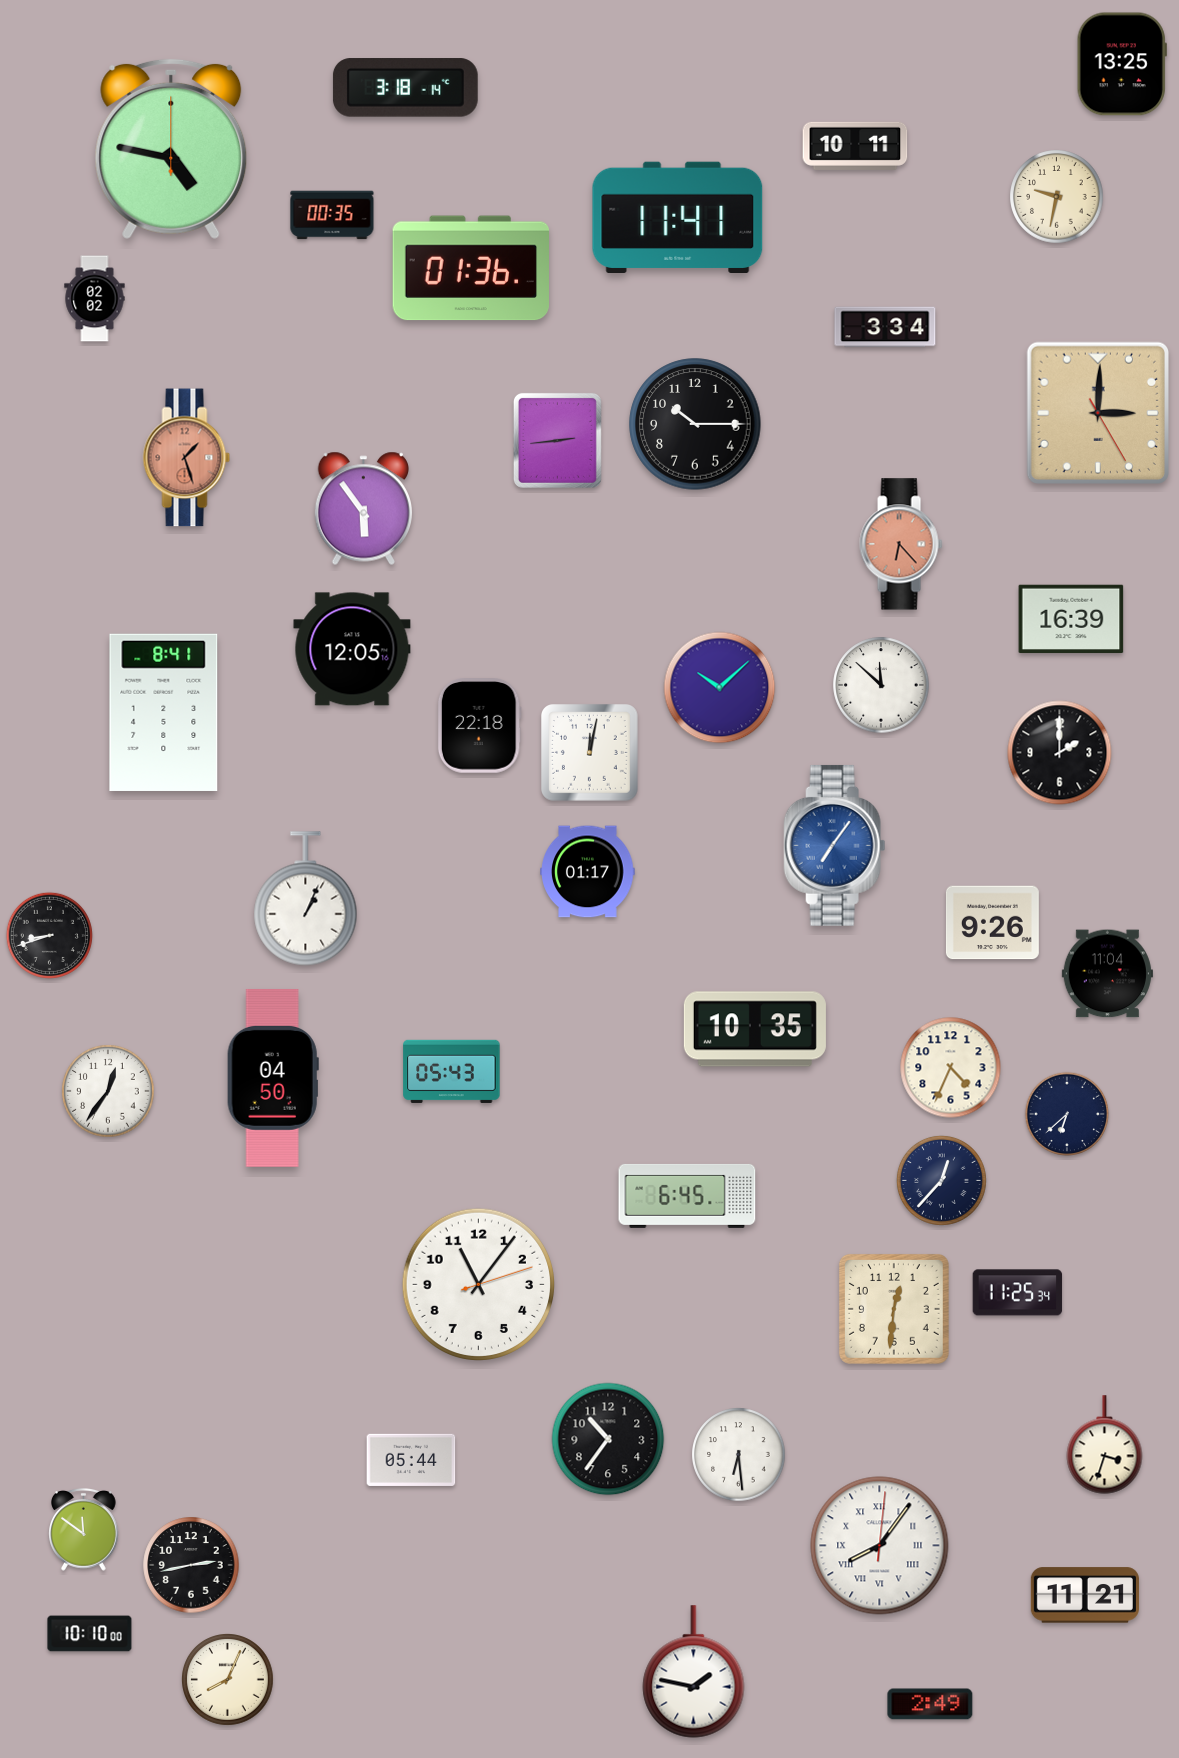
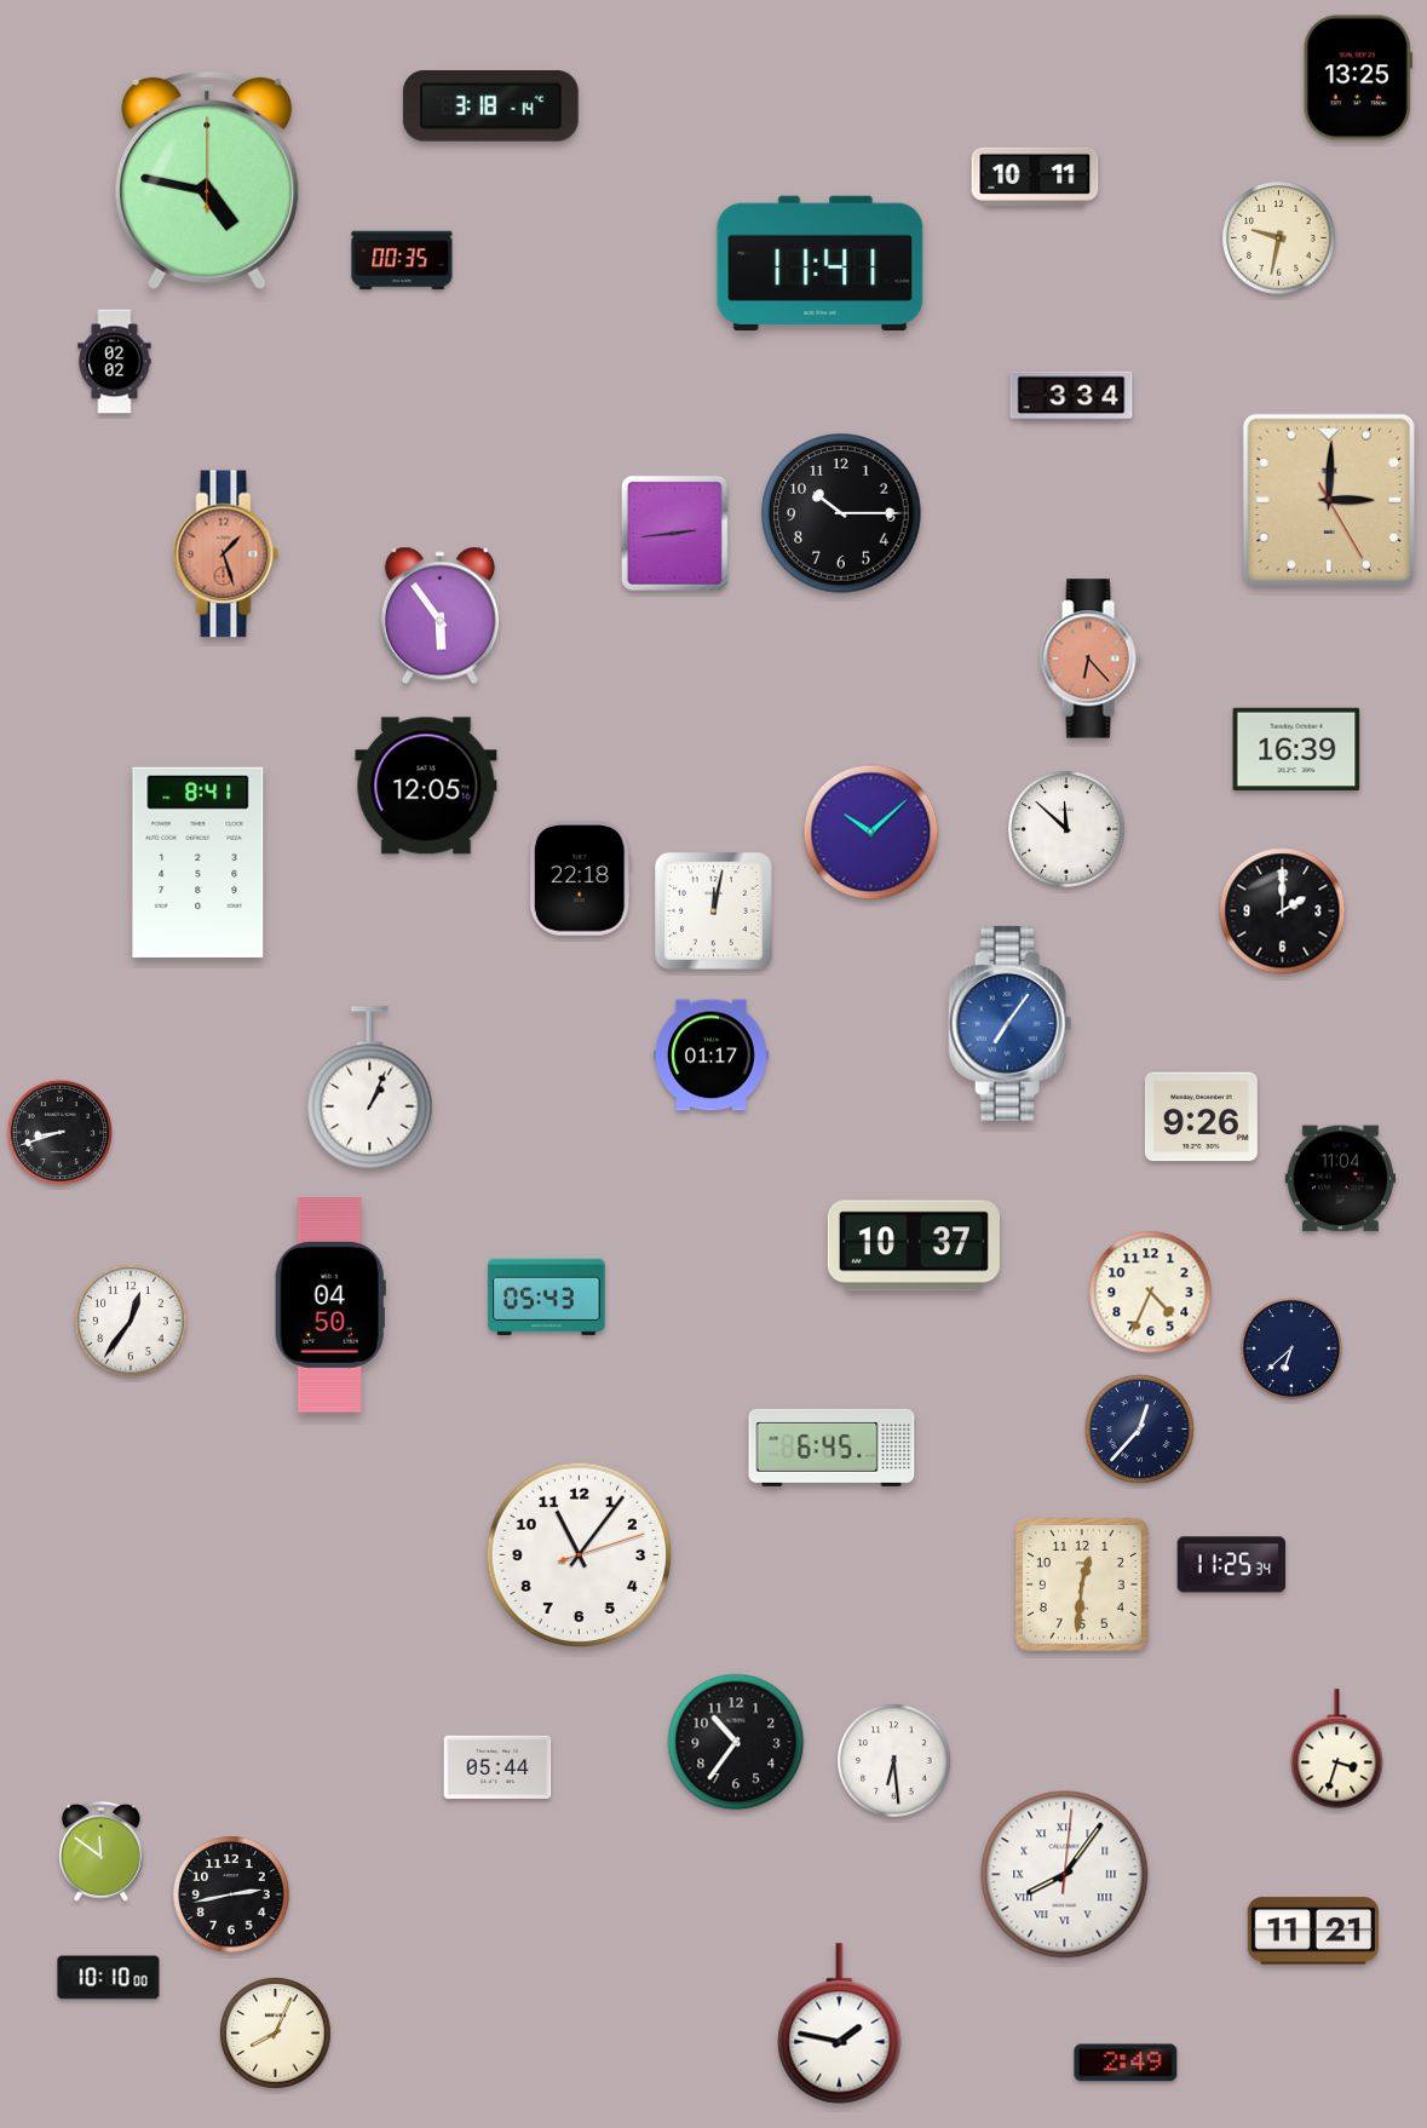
clock at (470, 268): 01:36 -> none
clock at (755, 1029): 10:35 -> 10:37
clock at (880, 1546) position: (880, 1546) -> (1065, 1875)
